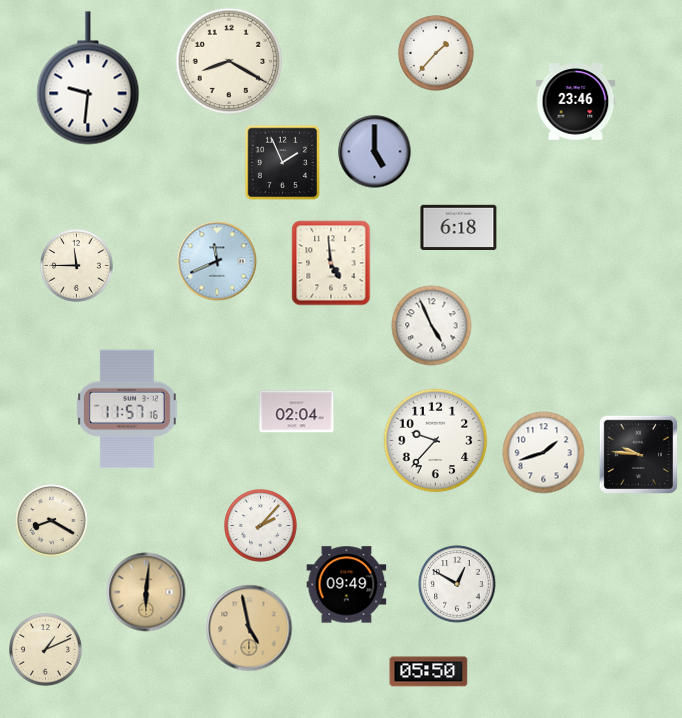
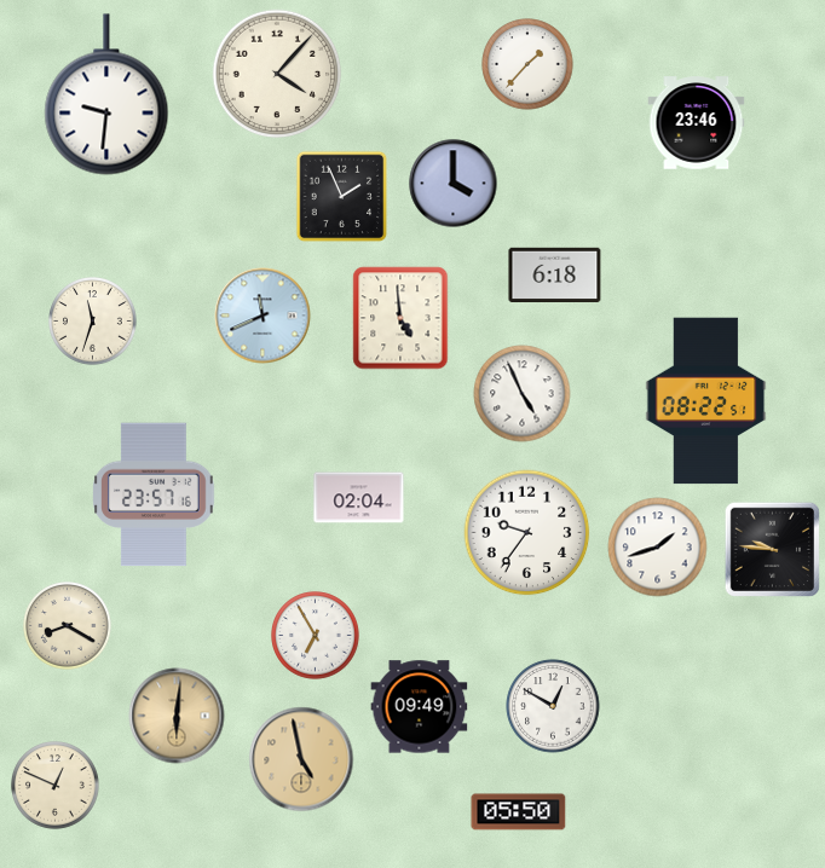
clock at (229, 61): 8:20 -> 4:07
clock at (375, 152): 5:00 -> 4:00
clock at (77, 266): 11:45 -> 11:33
clock at (706, 401): none -> 08:22
clock at (128, 409): 11:57 -> 23:57
clock at (436, 441): 9:37 -> 9:36
clock at (52, 521) position: (52, 521) -> (68, 626)
clock at (261, 526): 2:07 -> 6:55
clock at (46, 650): 1:11 -> 12:49
